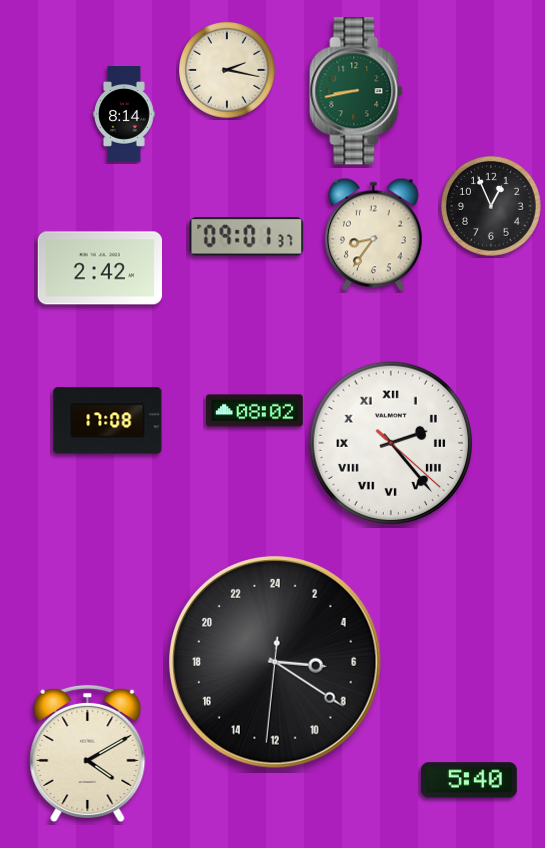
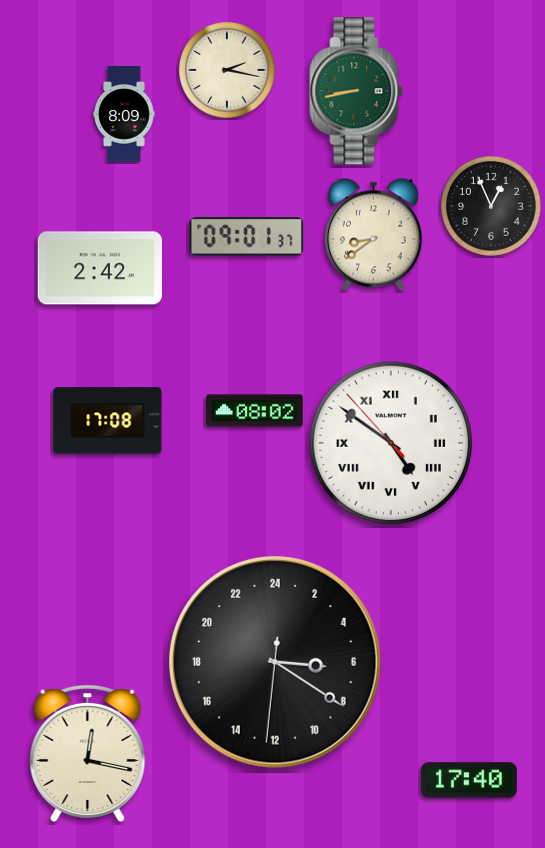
clock at (124, 115): 8:14 -> 8:09
clock at (374, 235): 8:36 -> 8:39
clock at (390, 442): 2:23 -> 4:50
clock at (88, 753): 4:10 -> 12:17
clock at (469, 780): 5:40 -> 17:40
